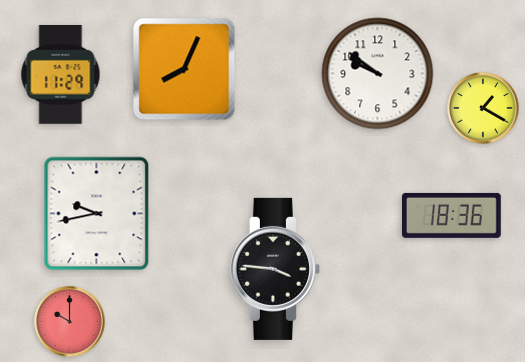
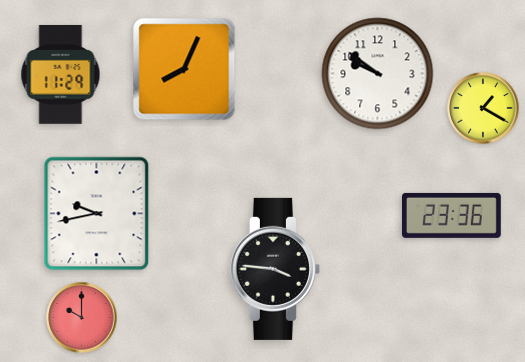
clock at (452, 215): 18:36 -> 23:36
clock at (70, 322) position: (70, 322) -> (82, 318)
